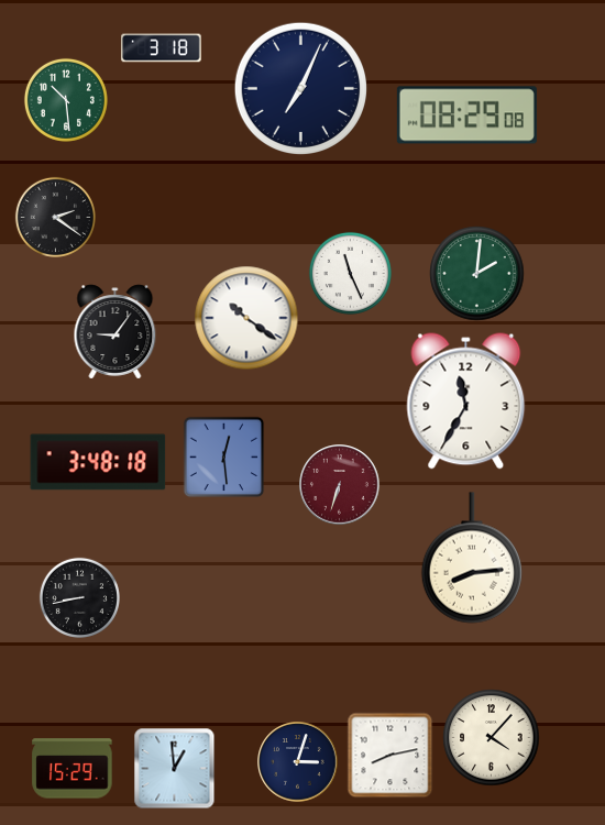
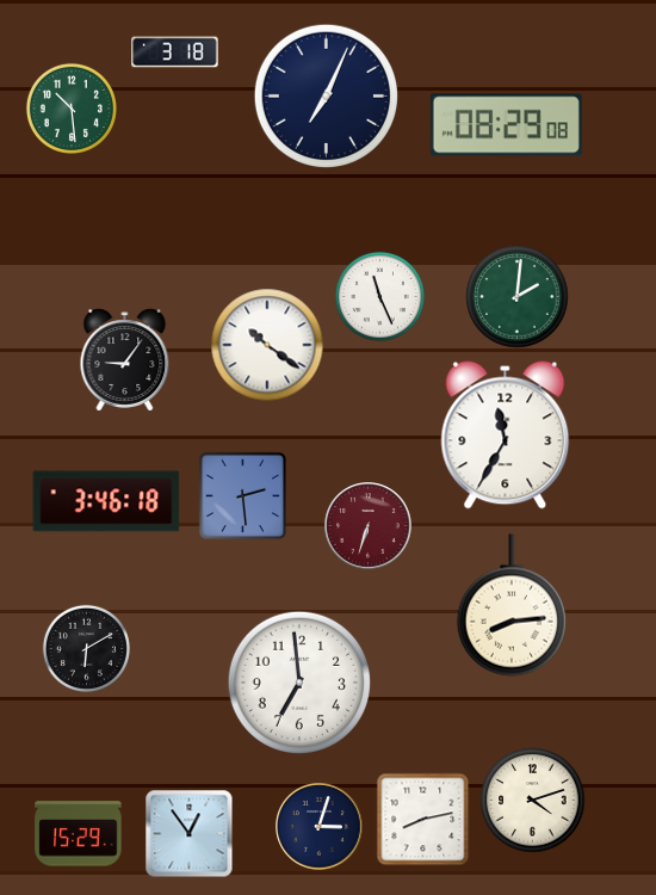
clock at (55, 217): 2:21 -> none
clock at (224, 458): 12:29 -> 2:29
clock at (98, 462): 3:48 -> 3:46
clock at (79, 597): 8:43 -> 6:10
clock at (299, 683): none -> 6:59
clock at (492, 738): 4:07 -> 4:12
clock at (298, 762) position: (298, 762) -> (320, 827)
clock at (175, 769): 12:59 -> 12:54
